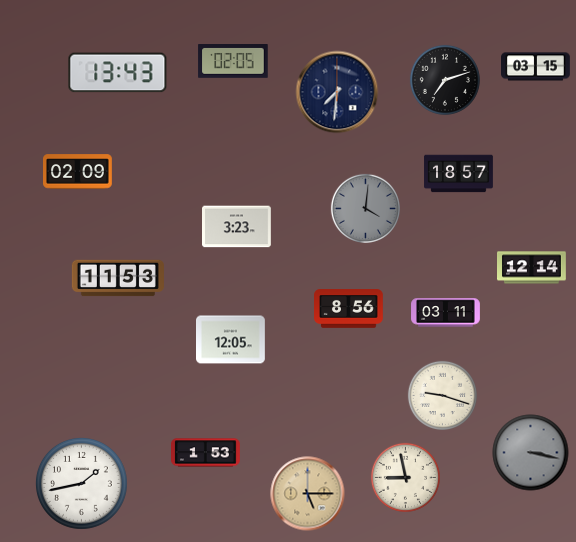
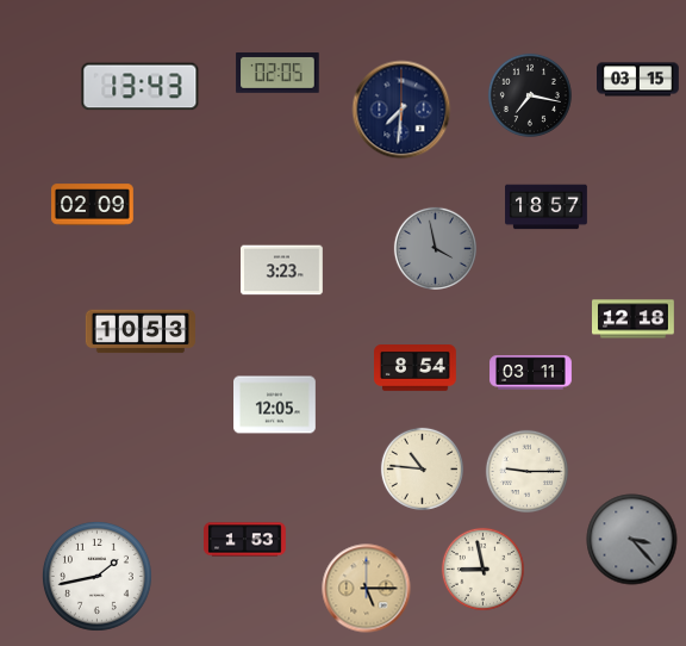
clock at (445, 80): 7:12 -> 7:17
clock at (365, 208): 4:01 -> 3:58
clock at (532, 268): 12:14 -> 12:18
clock at (118, 278): 11:53 -> 10:53
clock at (349, 309): 8:56 -> 8:54
clock at (422, 468): none -> 10:46
clock at (442, 395): 9:18 -> 9:15
clock at (531, 453): 3:17 -> 3:23
